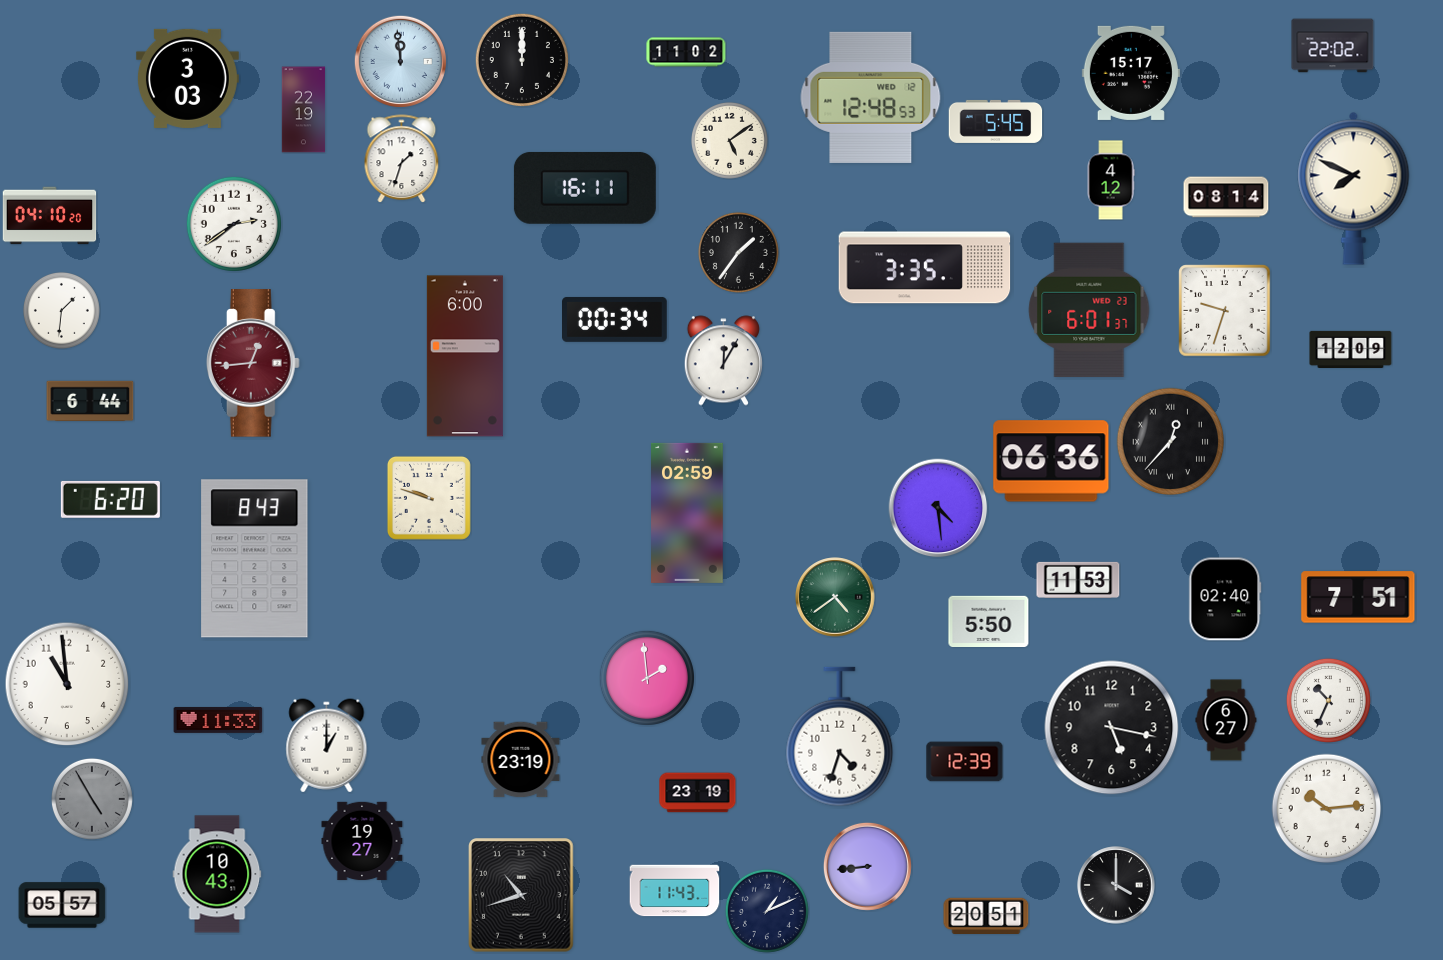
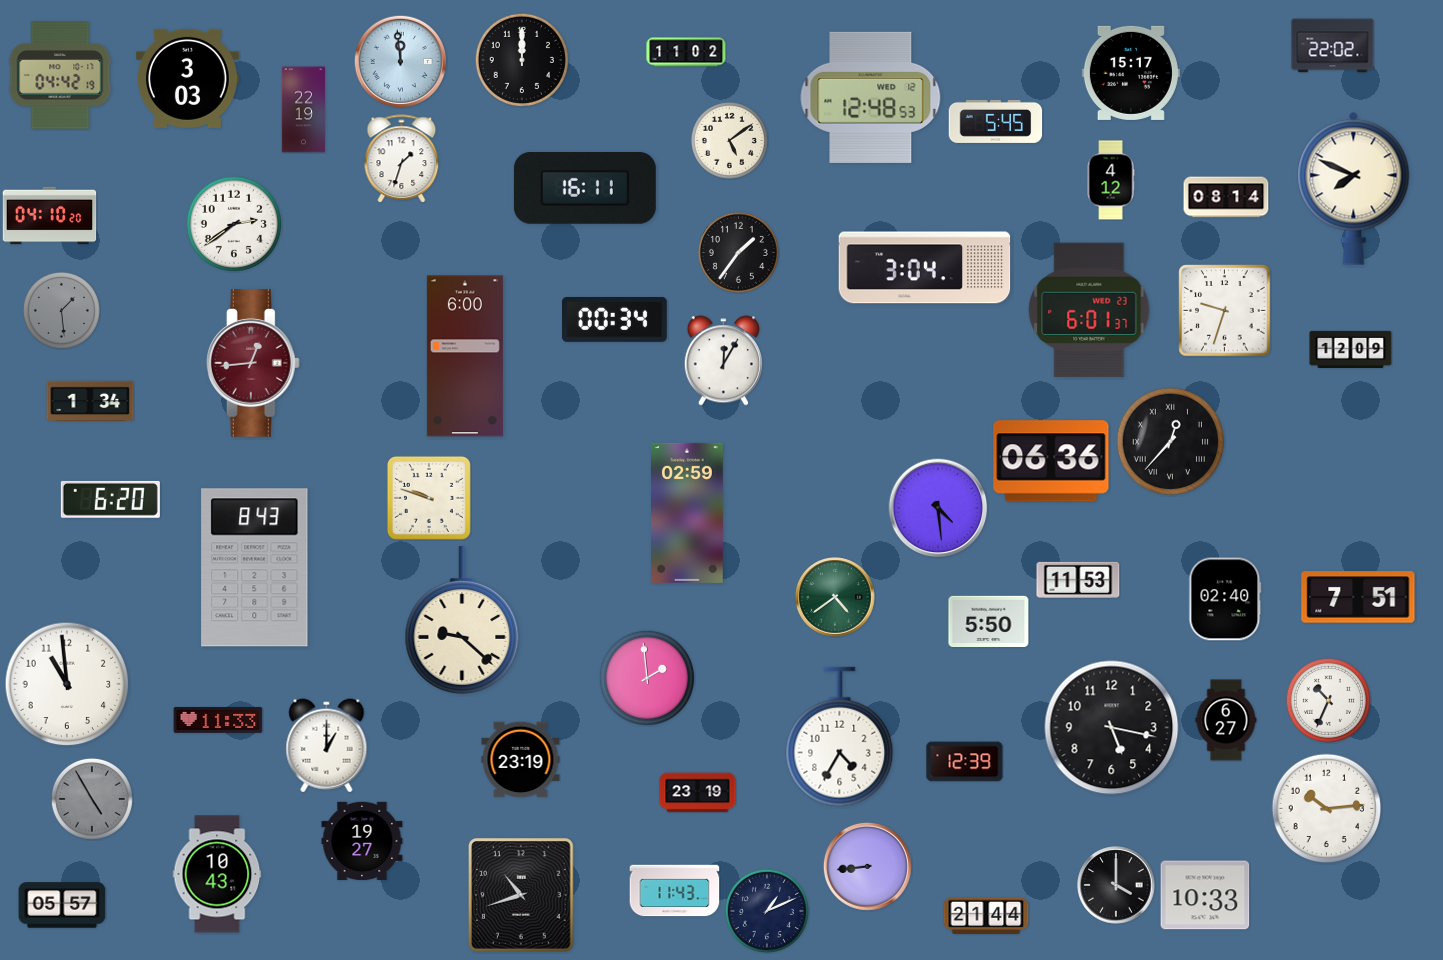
clock at (60, 75): none -> 04:42
clock at (925, 268): 3:35 -> 3:04
clock at (61, 310): 1:31 -> 1:29
clock at (61, 310) dial: white -> grey
clock at (90, 401): 6:44 -> 1:34
clock at (255, 559) position: (255, 559) -> (255, 568)
clock at (462, 620): none -> 9:22
clock at (840, 737): 4:33 -> 4:35
clock at (1205, 895): none -> 10:33
clock at (986, 915): 20:51 -> 21:44
